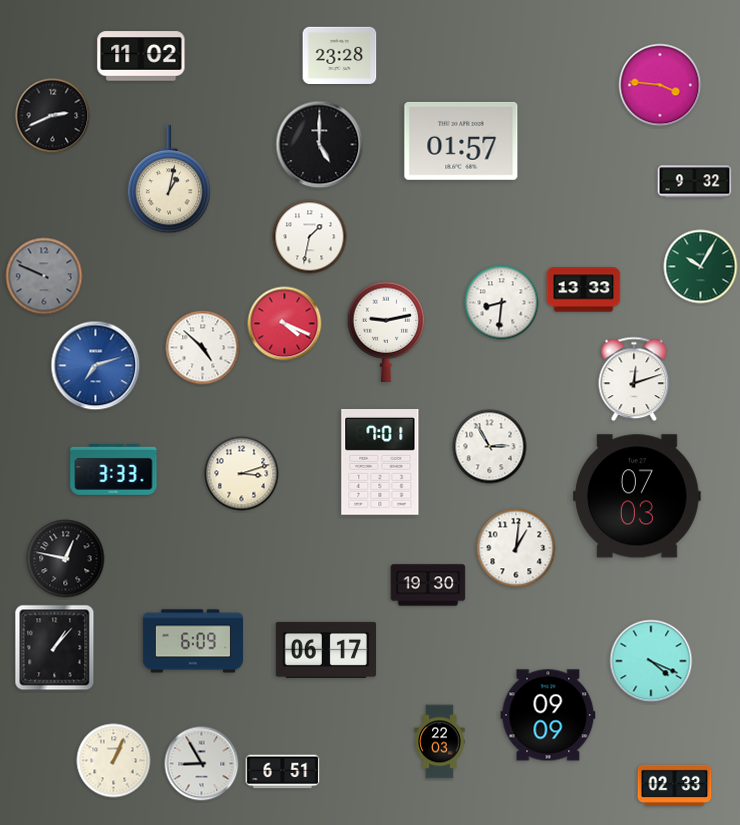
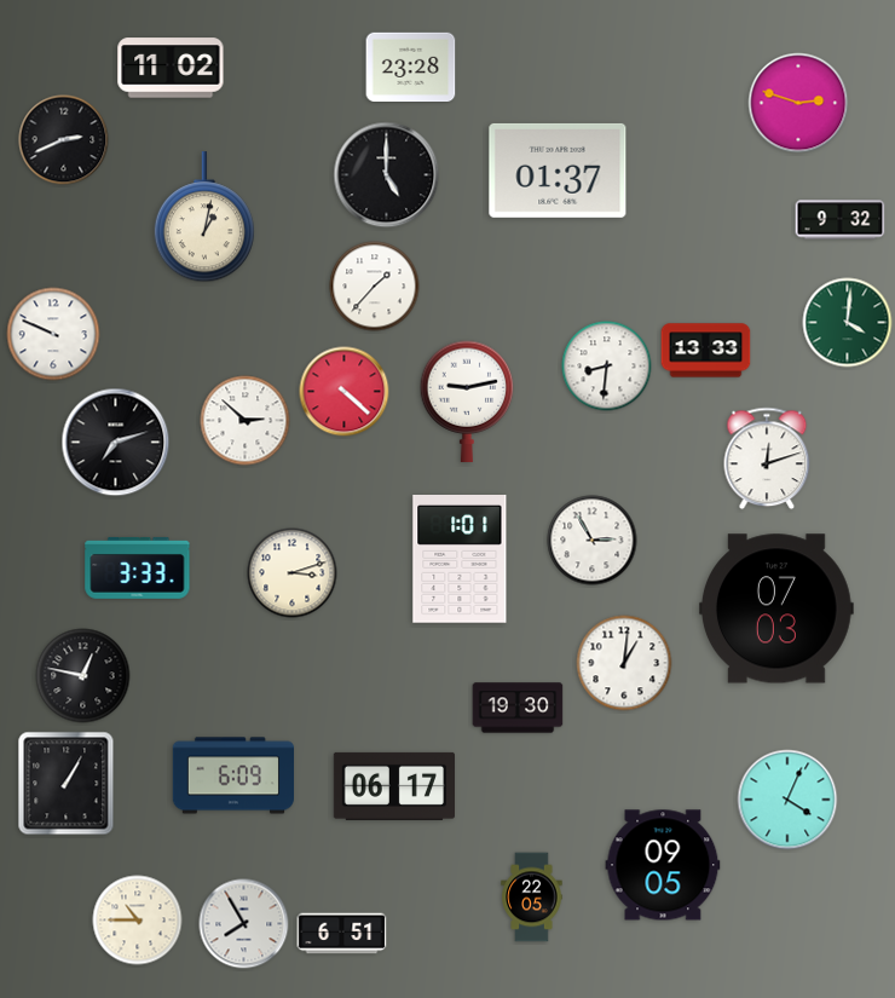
clock at (660, 85): 3:46 -> 2:48
clock at (461, 141): 01:57 -> 01:37
clock at (310, 237): 1:32 -> 1:37
clock at (701, 267): 10:05 -> 4:01
clock at (44, 276) dial: grey -> white
clock at (285, 324): 4:19 -> 4:22
clock at (203, 348): 4:52 -> 2:52
clock at (96, 366) dial: blue -> black
clock at (380, 463): 7:01 -> 1:01
clock at (637, 496) position: (637, 496) -> (776, 608)
clock at (66, 559) position: (66, 559) -> (83, 676)
clock at (55, 648): 1:07 -> 1:05
clock at (651, 661): 4:19 -> 4:04
clock at (548, 715): 09:09 -> 09:05
clock at (440, 742): 22:03 -> 22:05
clock at (114, 761): 1:04 -> 10:45
clock at (202, 764): 8:55 -> 7:55
clock at (675, 785): 02:33 -> none
